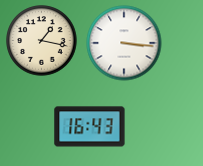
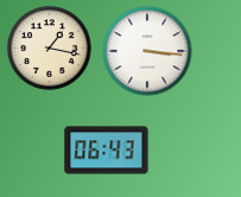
clock at (90, 127): 16:43 -> 06:43
